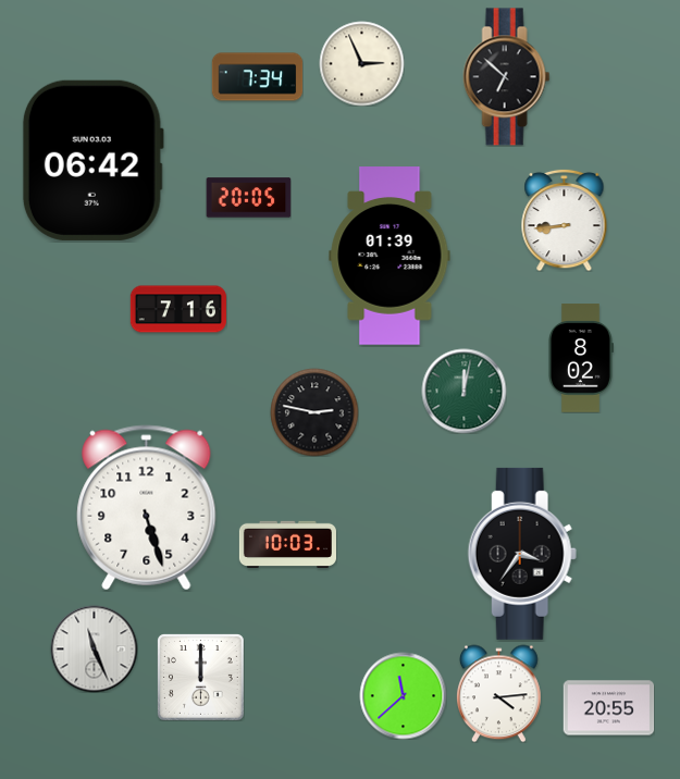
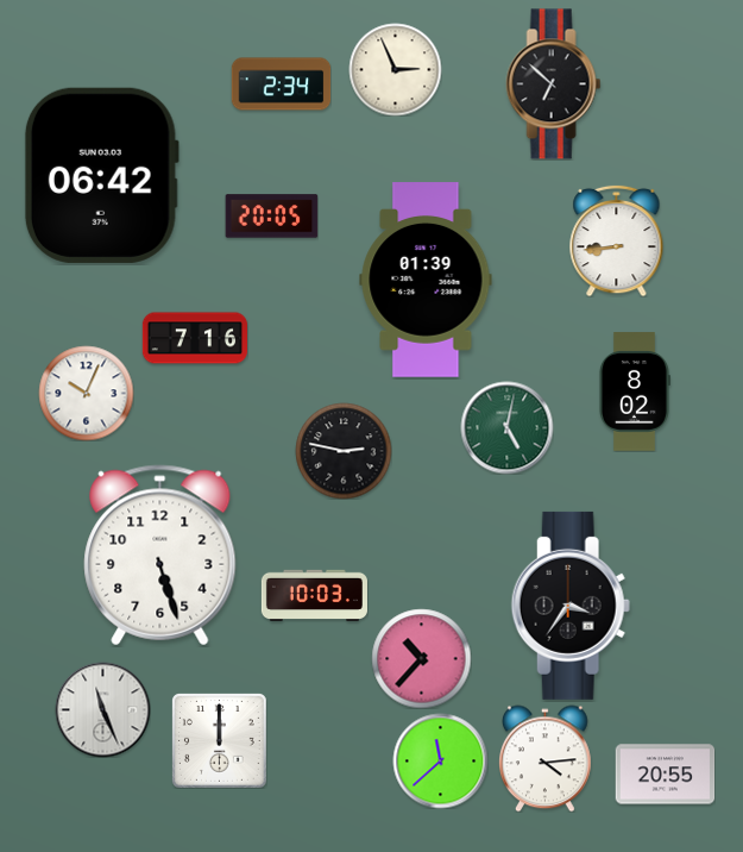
clock at (257, 77): 7:34 -> 2:34
clock at (86, 393): none -> 10:04
clock at (463, 391): 12:02 -> 5:02
clock at (421, 658): none -> 10:37
